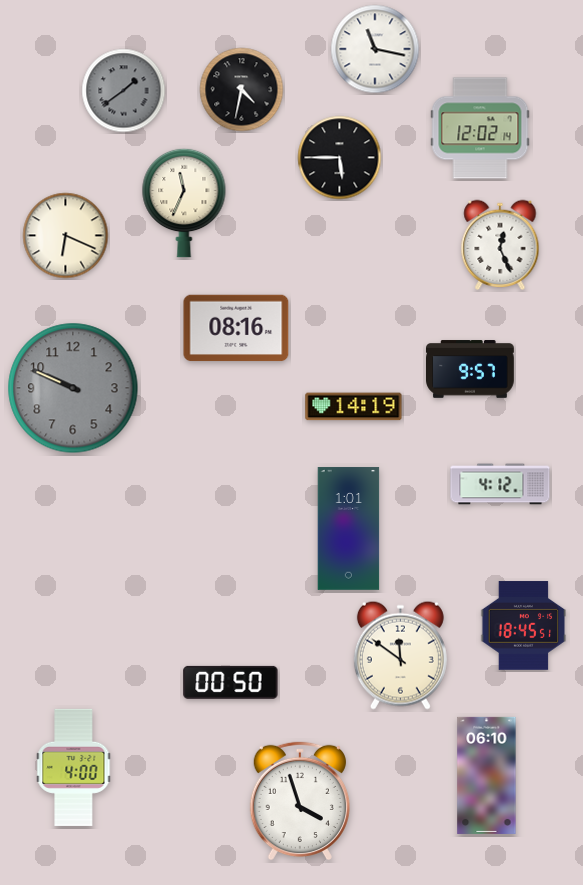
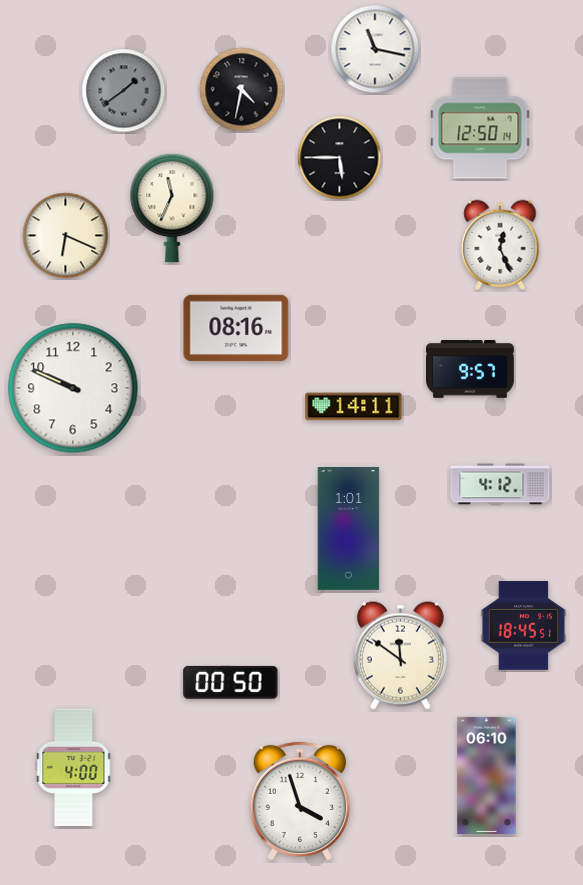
clock at (480, 128): 12:02 -> 12:50
clock at (184, 203) position: (184, 203) -> (172, 208)
clock at (73, 388) dial: grey -> white
clock at (354, 407): 14:19 -> 14:11
